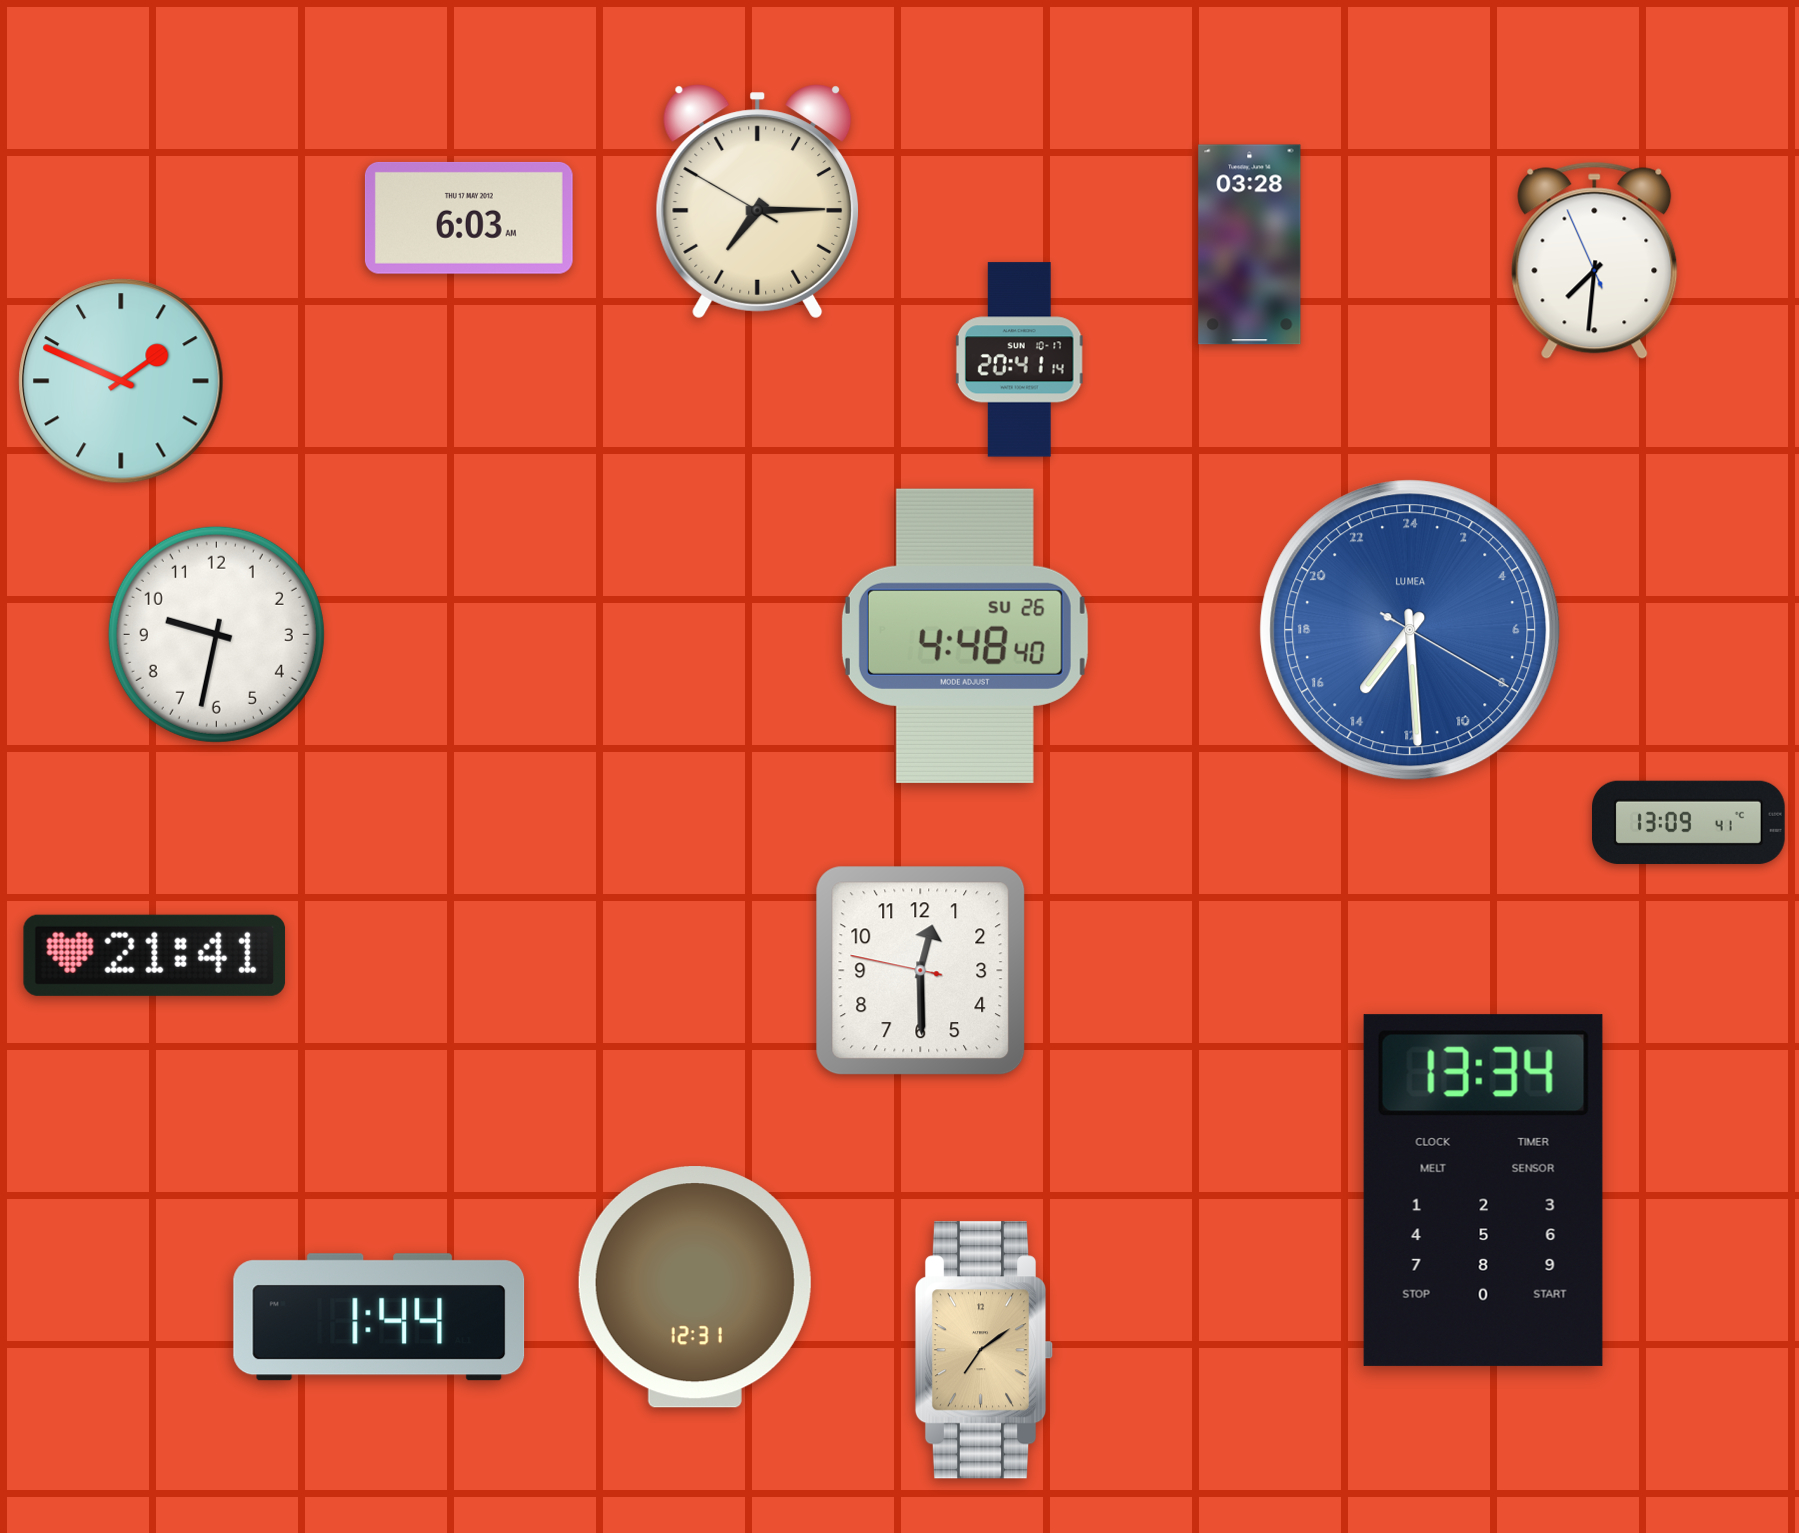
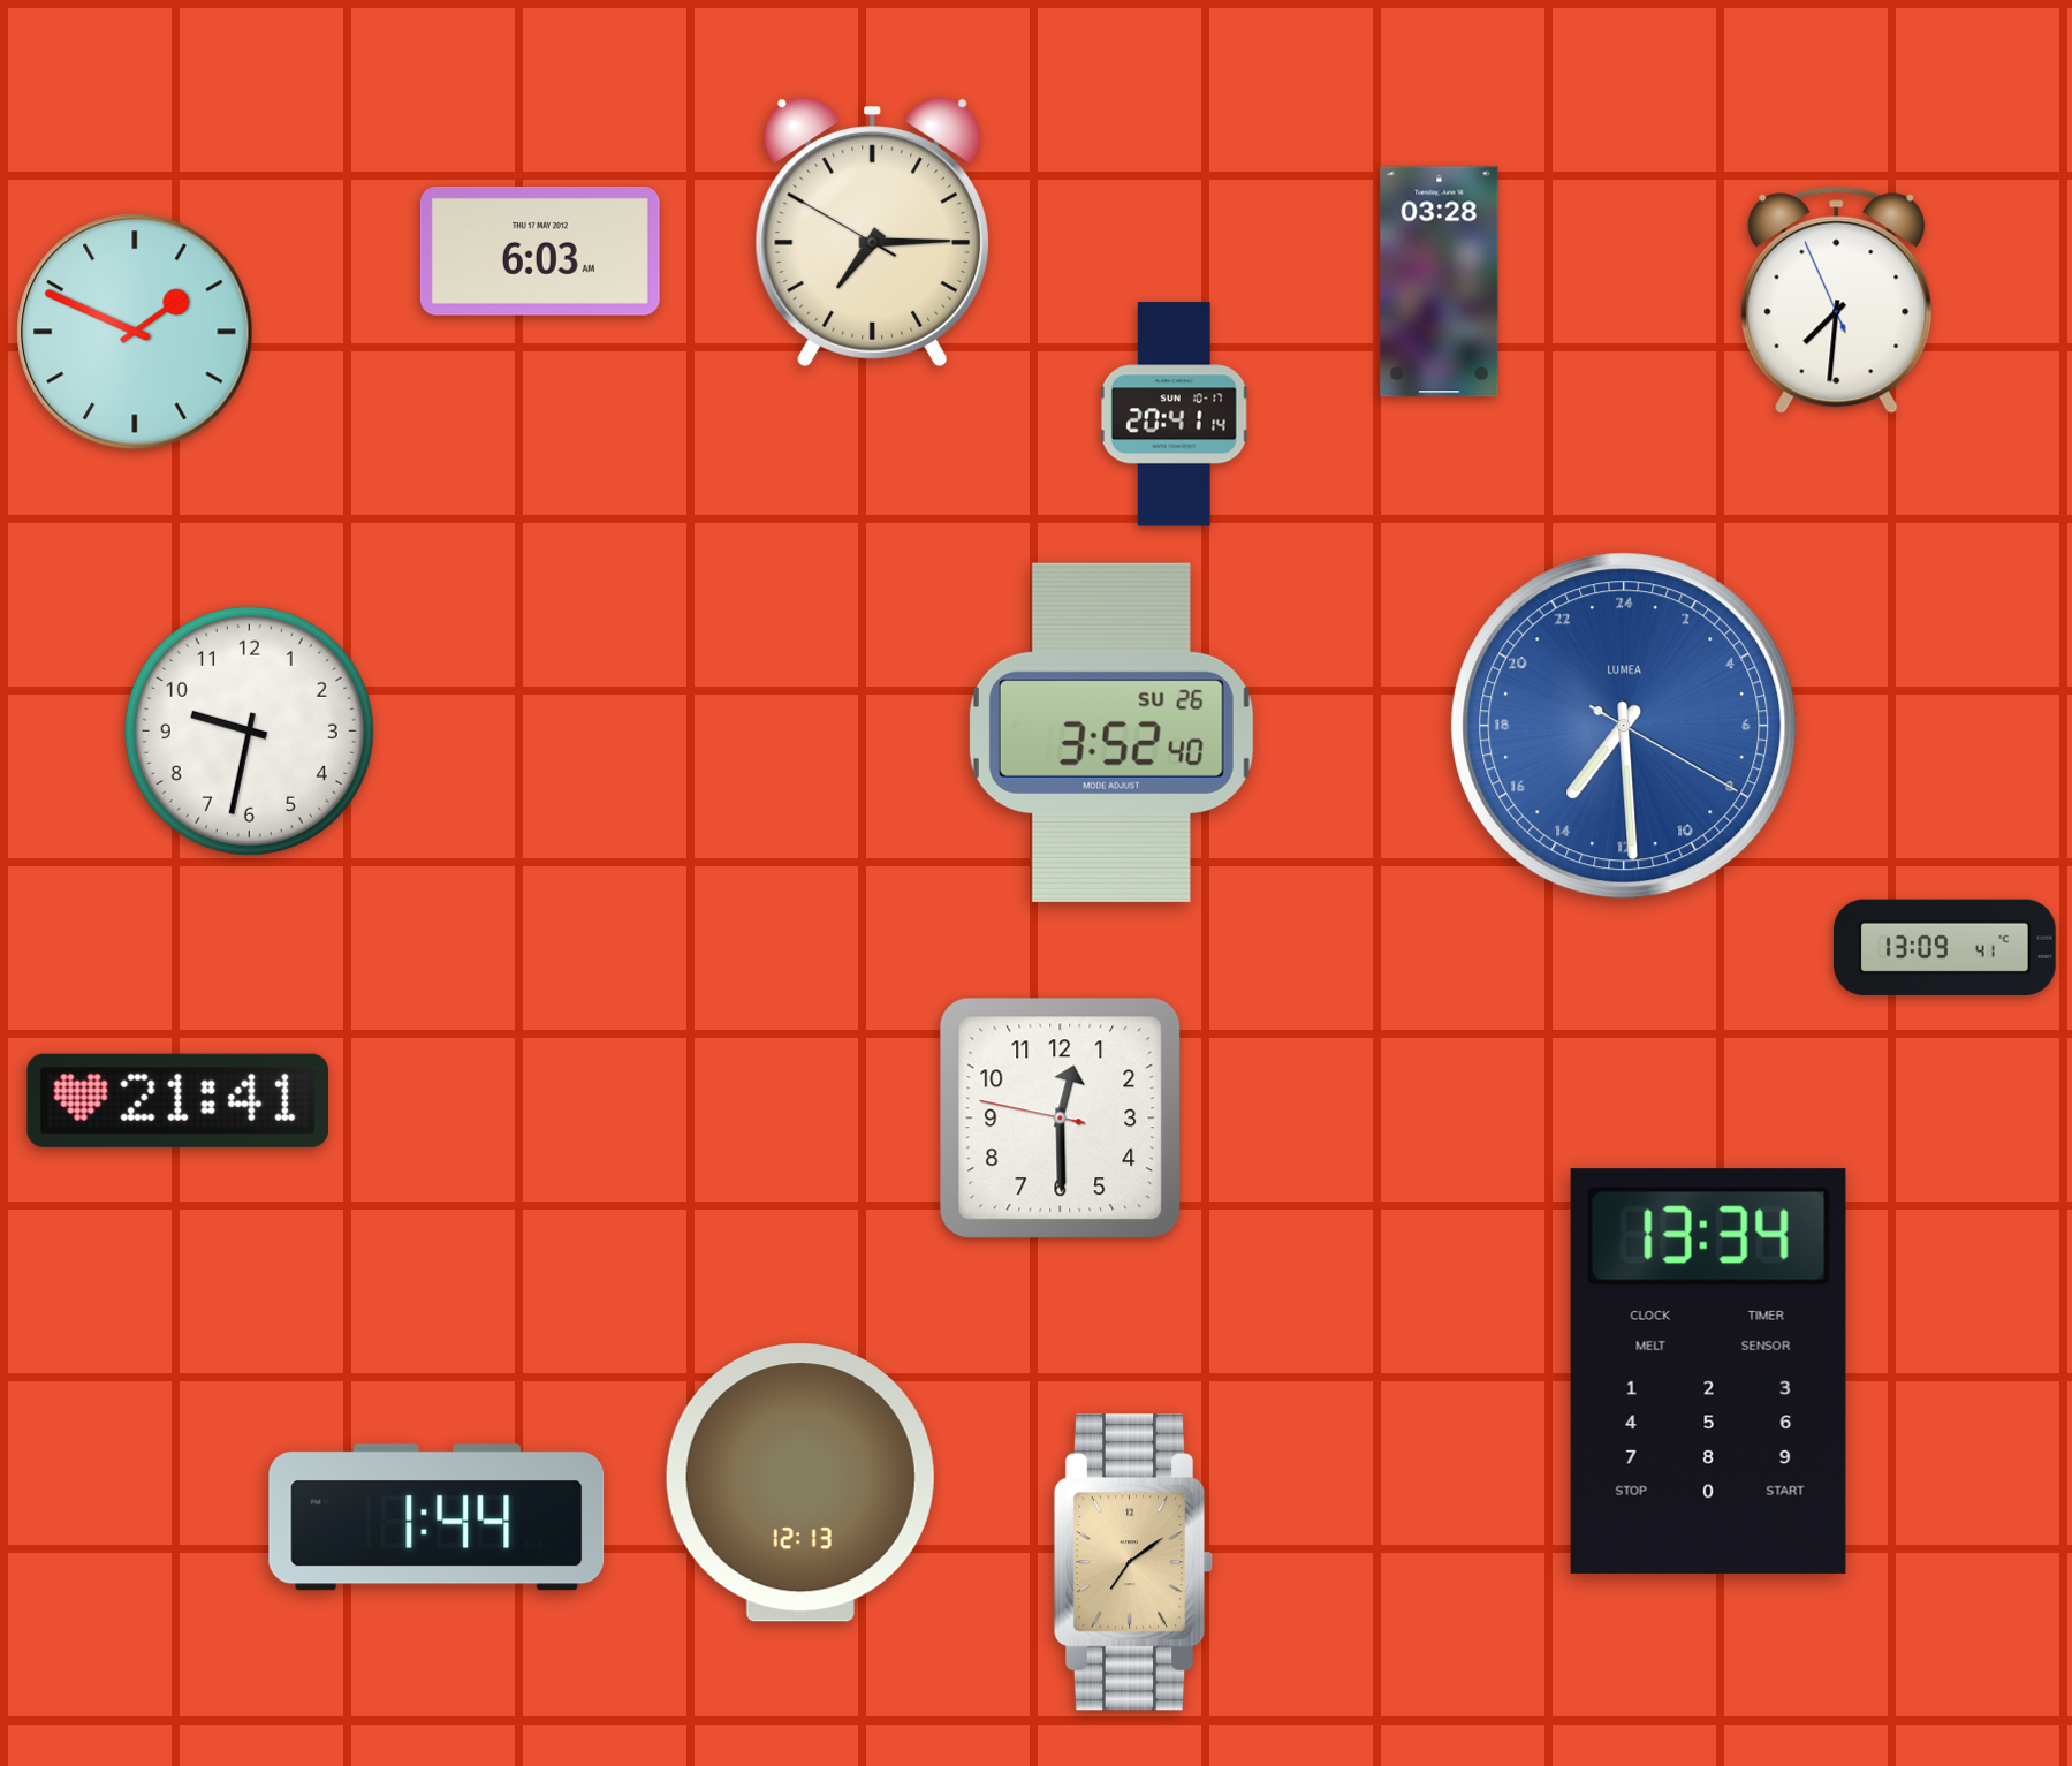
clock at (121, 381) position: (121, 381) -> (135, 332)
clock at (965, 636): 4:48 -> 3:52
clock at (695, 1287): 12:31 -> 12:13
clock at (984, 1350) position: (984, 1350) -> (1133, 1562)
